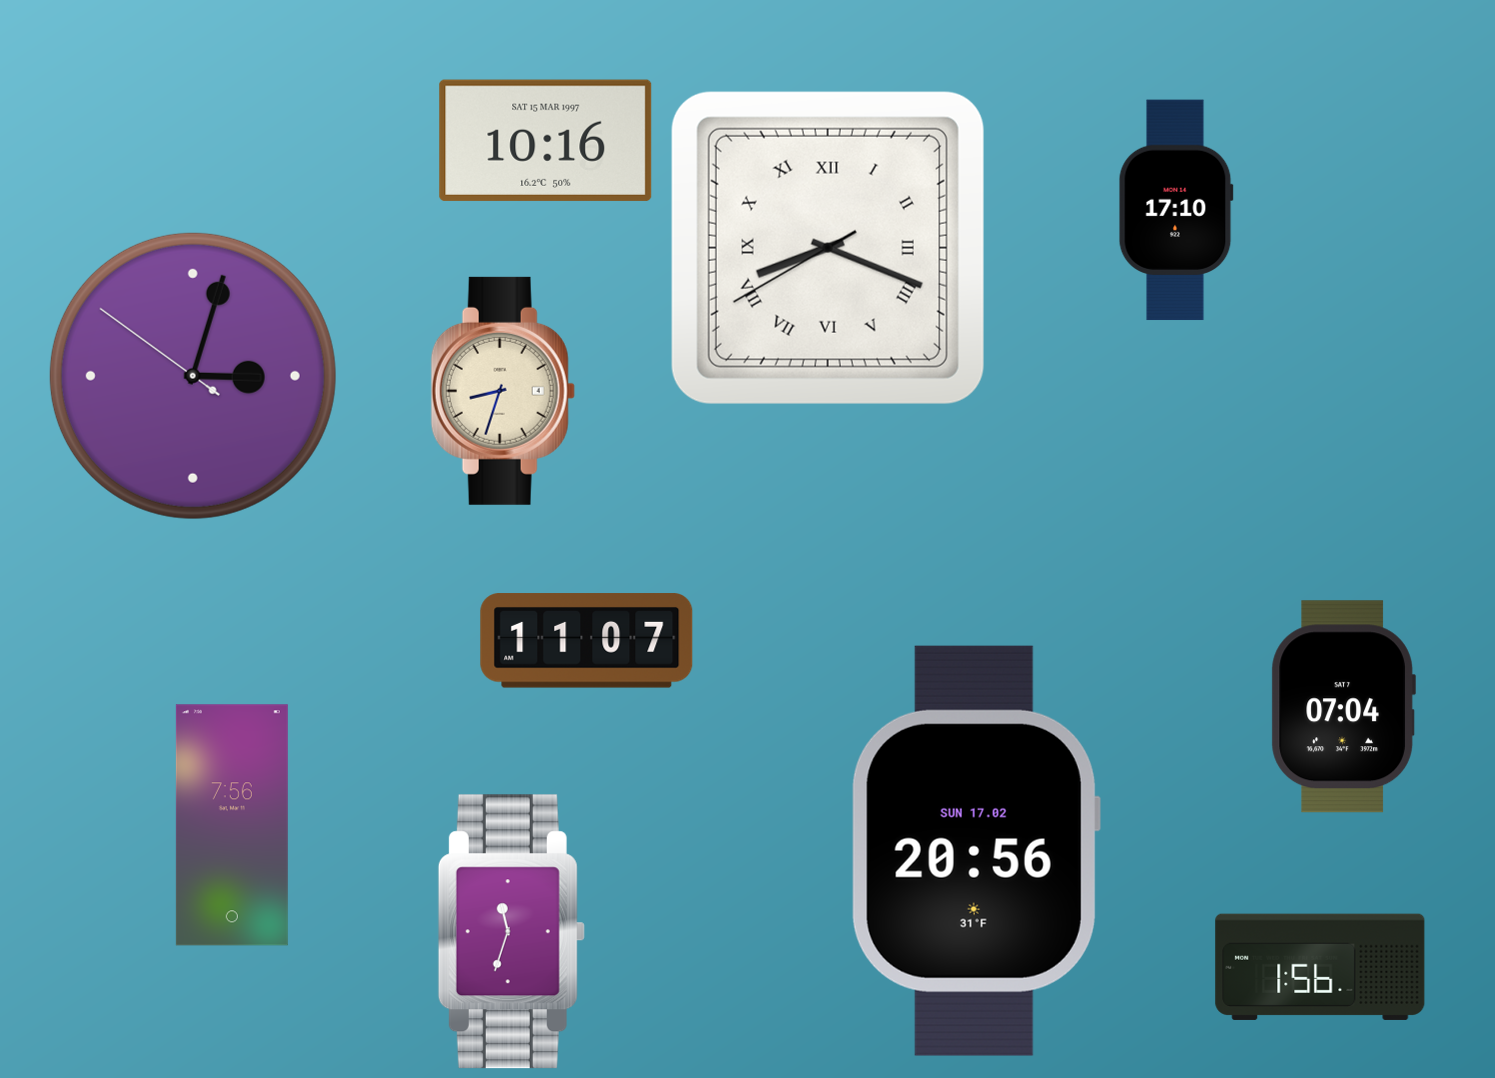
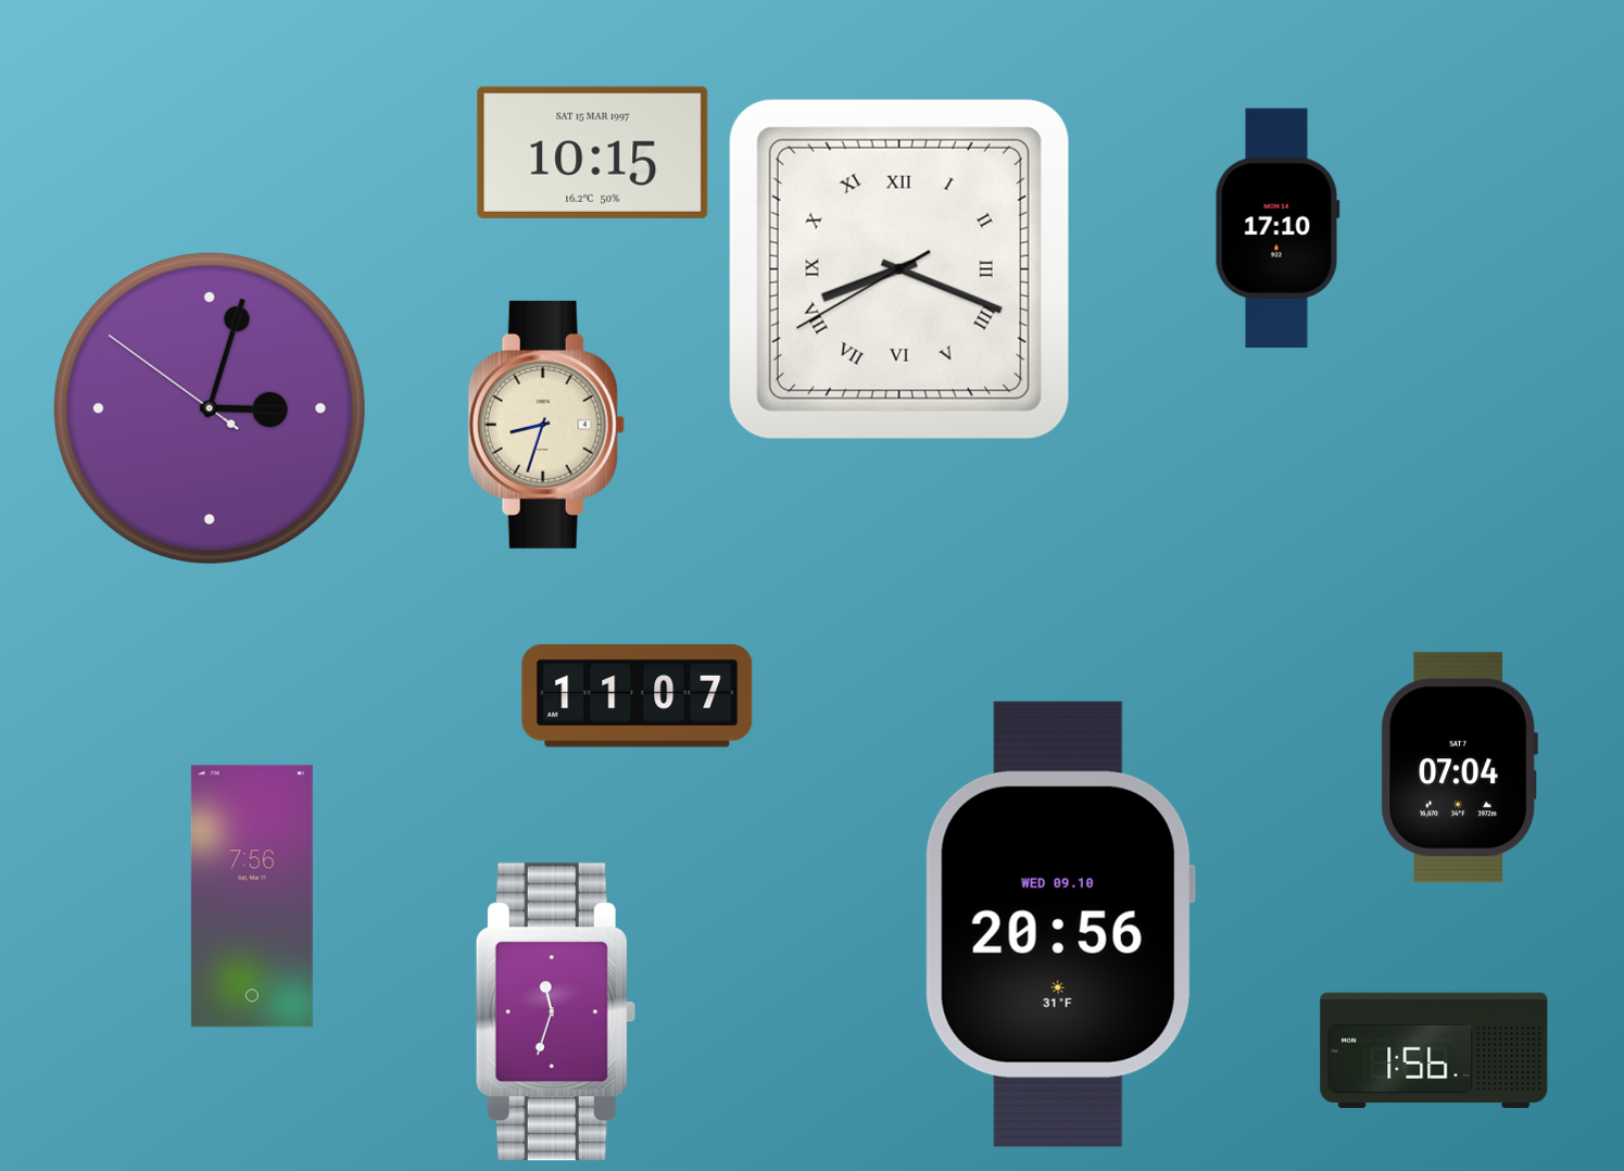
clock at (546, 140): 10:16 -> 10:15
clock at (975, 851) date: SUN 17.02 -> WED 09.10
